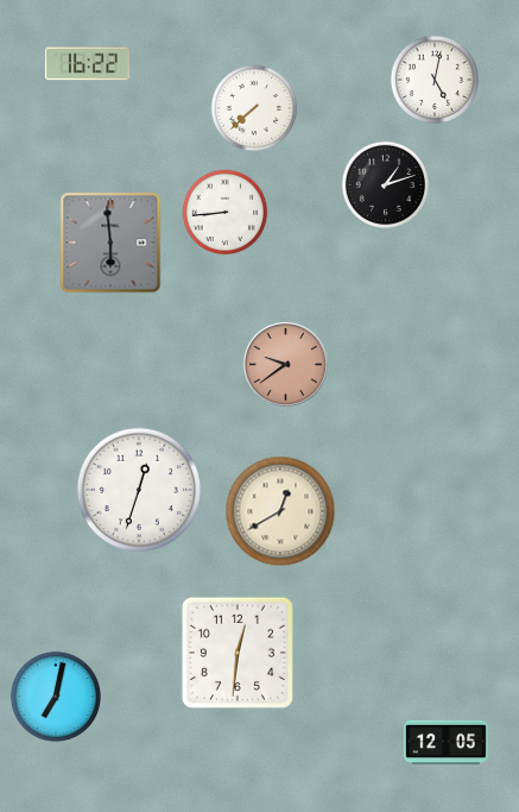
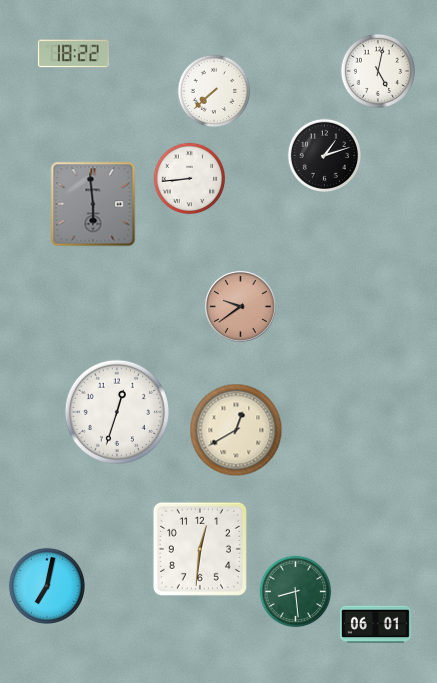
clock at (87, 64): 16:22 -> 18:22
clock at (433, 78) position: (433, 78) -> (377, 70)
clock at (296, 592): none -> 8:29
clock at (445, 743): 12:05 -> 06:01
